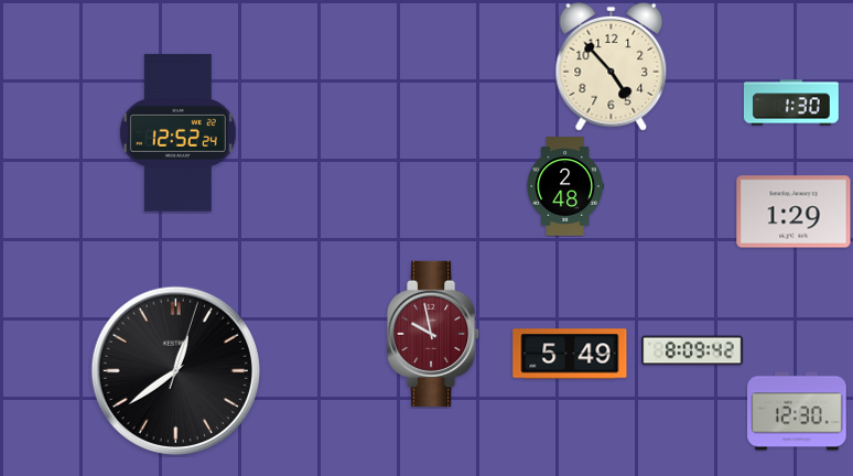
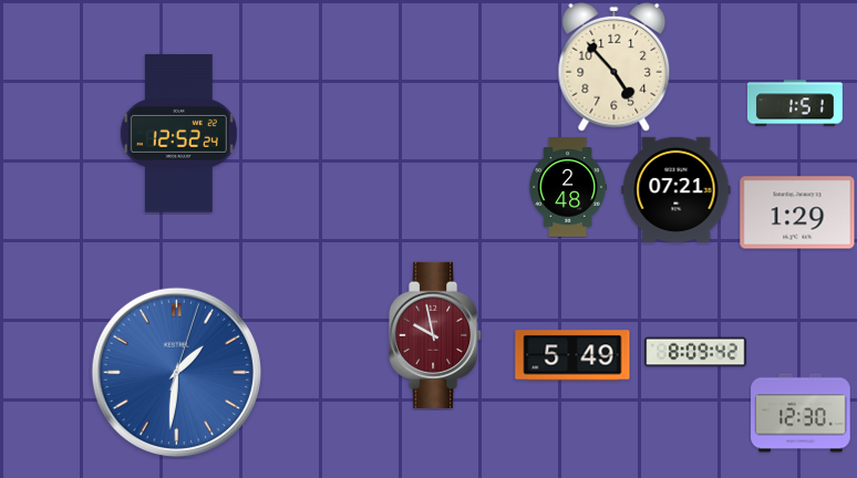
clock at (791, 102): 1:30 -> 1:51
clock at (677, 189): none -> 07:21
clock at (175, 370): 12:39 -> 1:31
clock at (175, 370) dial: black -> blue
